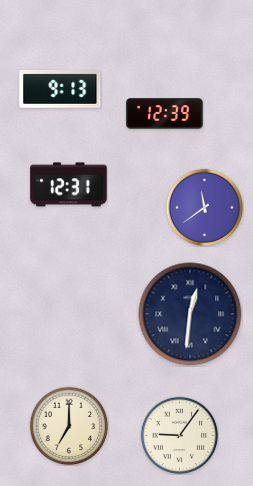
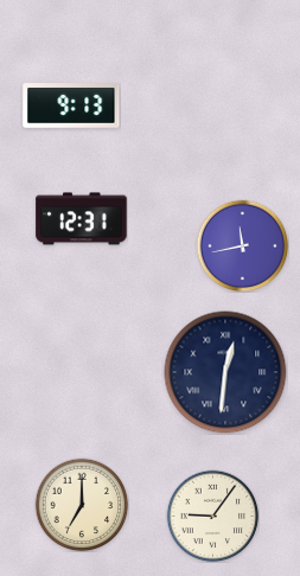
clock at (165, 114): 12:39 -> none
clock at (204, 207): 11:39 -> 11:43
